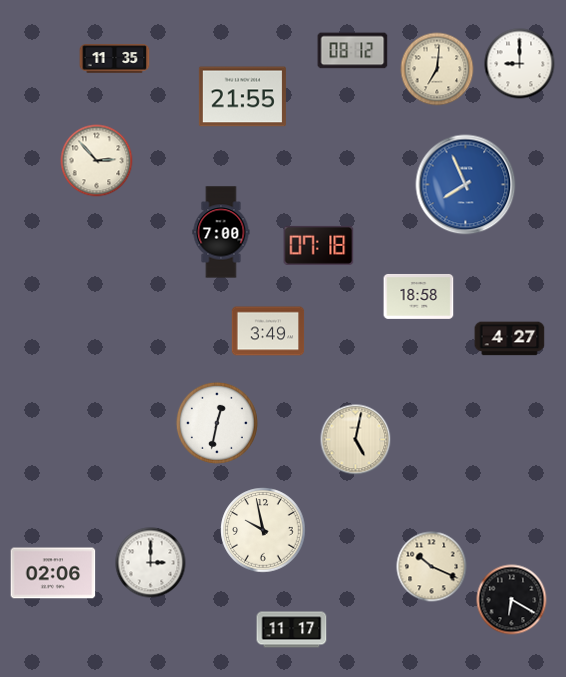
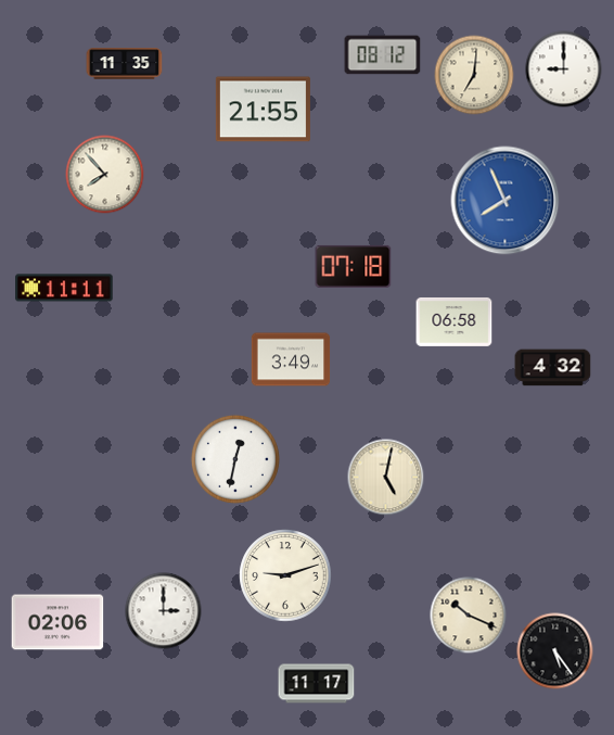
clock at (242, 97) position: (242, 97) -> (263, 110)
clock at (97, 161): 2:53 -> 7:53
clock at (221, 232): 7:00 -> none
clock at (319, 245) position: (319, 245) -> (354, 266)
clock at (64, 288): none -> 11:11
clock at (419, 296): 18:58 -> 06:58
clock at (510, 339): 4:27 -> 4:32
clock at (263, 530): 9:58 -> 9:12
clock at (512, 600): 6:20 -> 5:24
